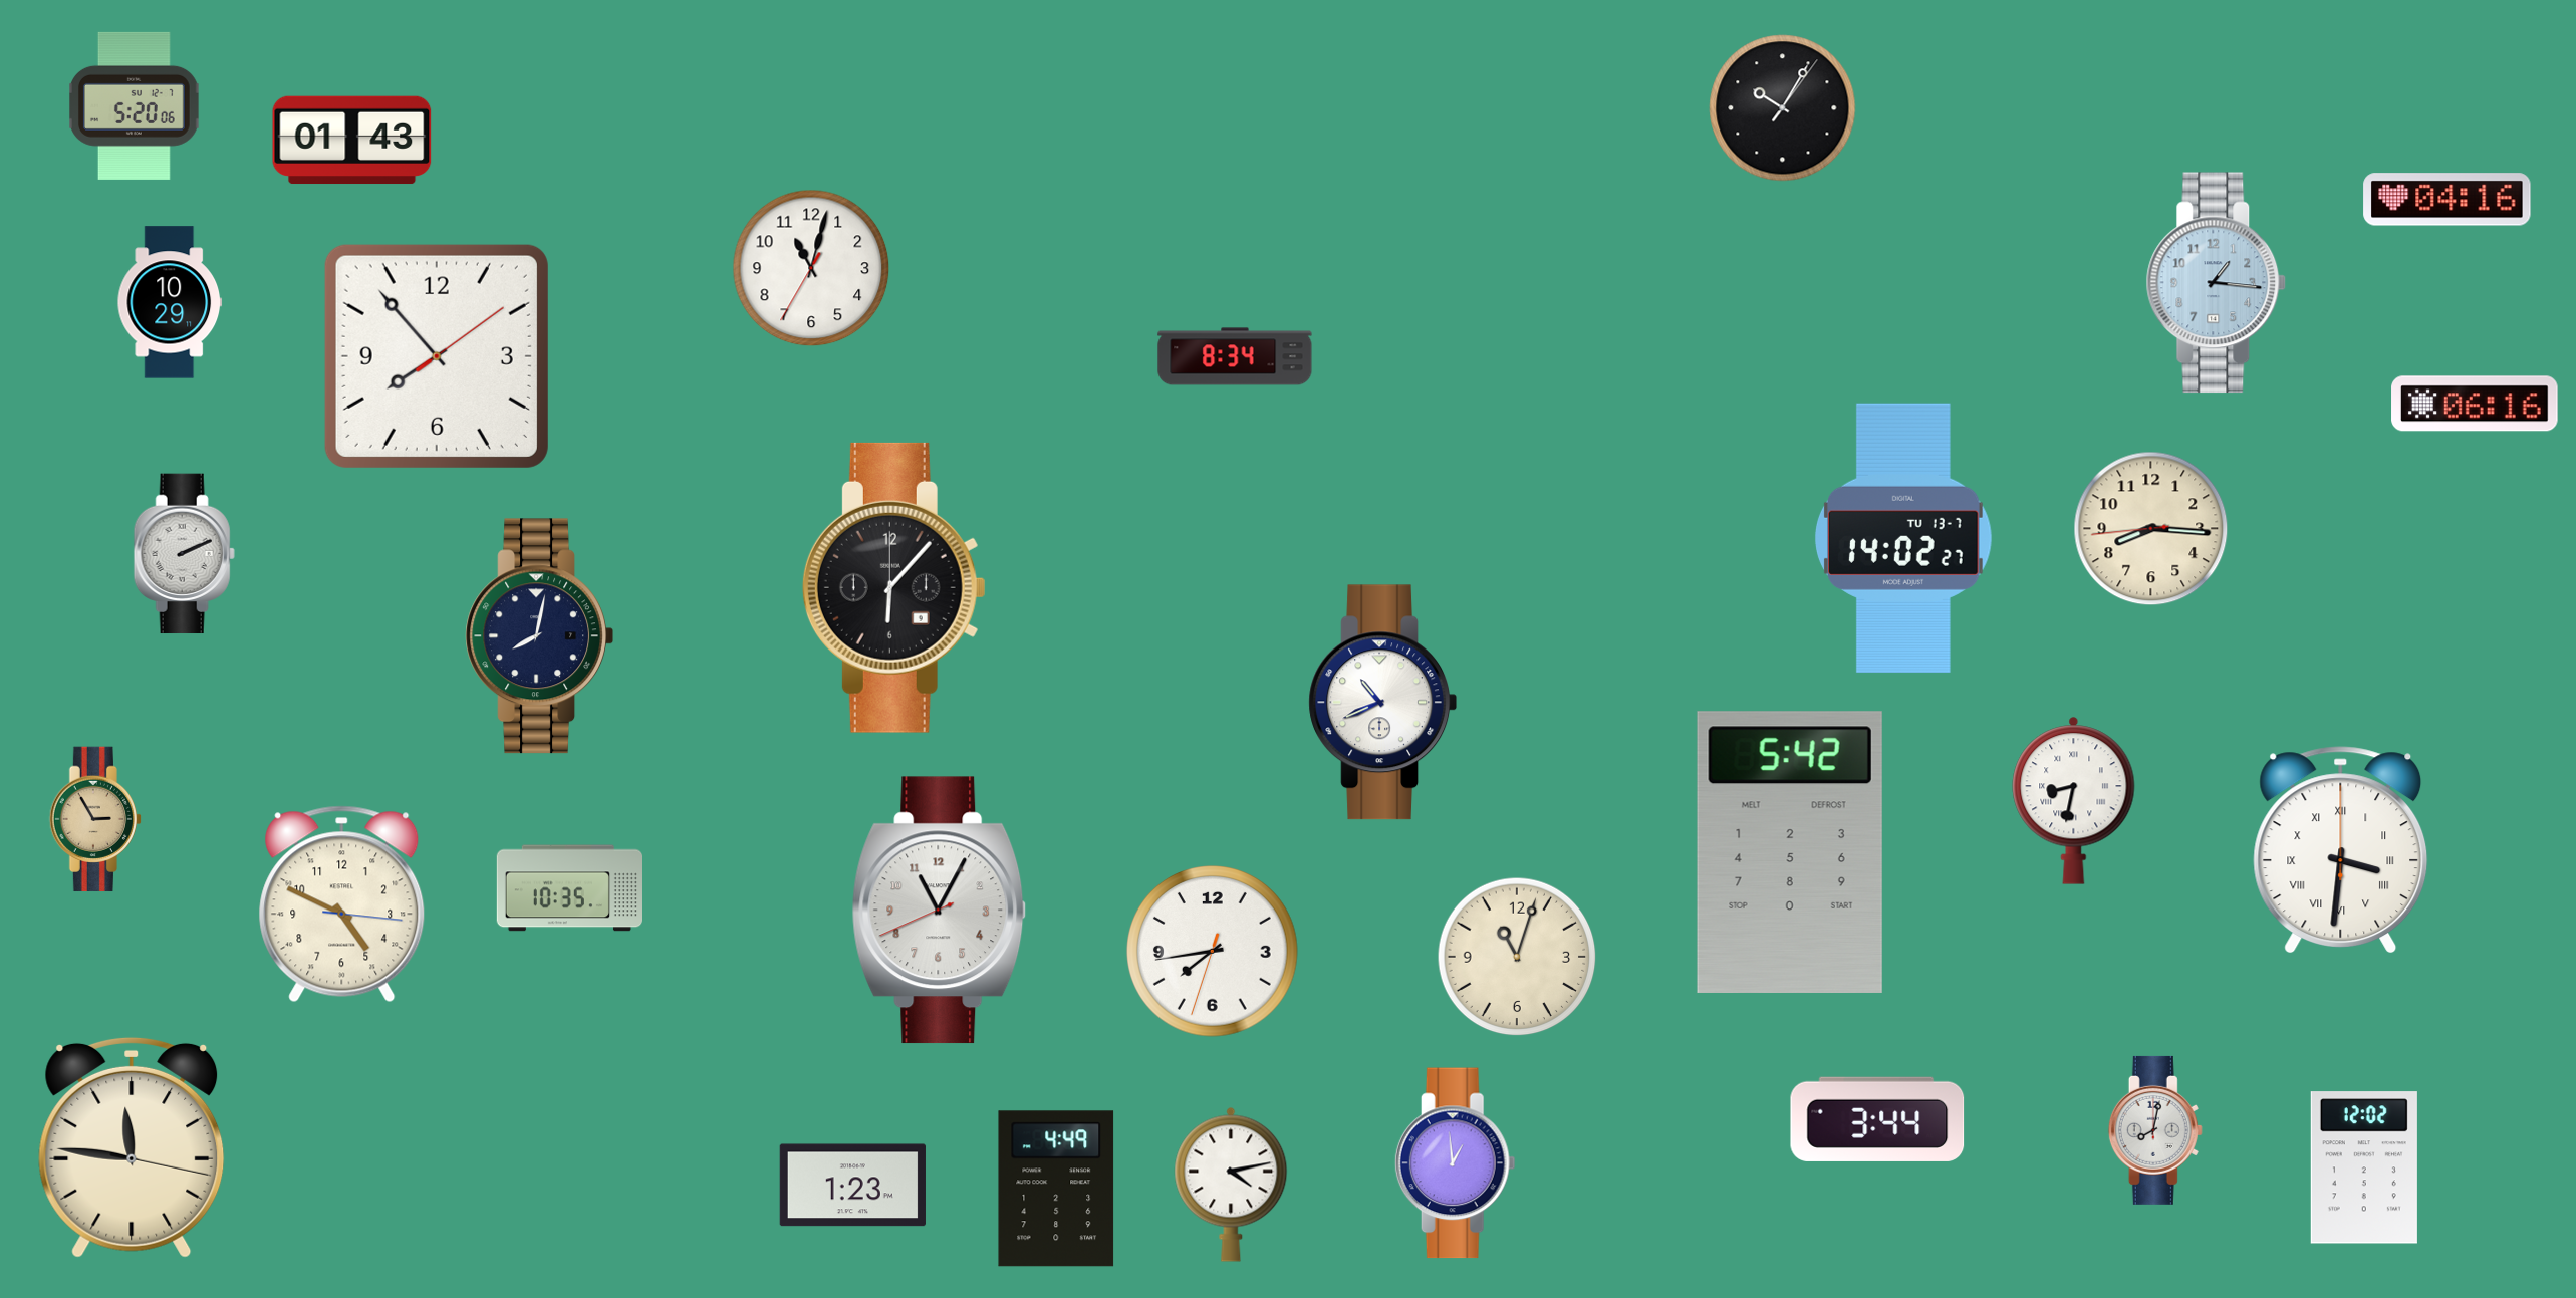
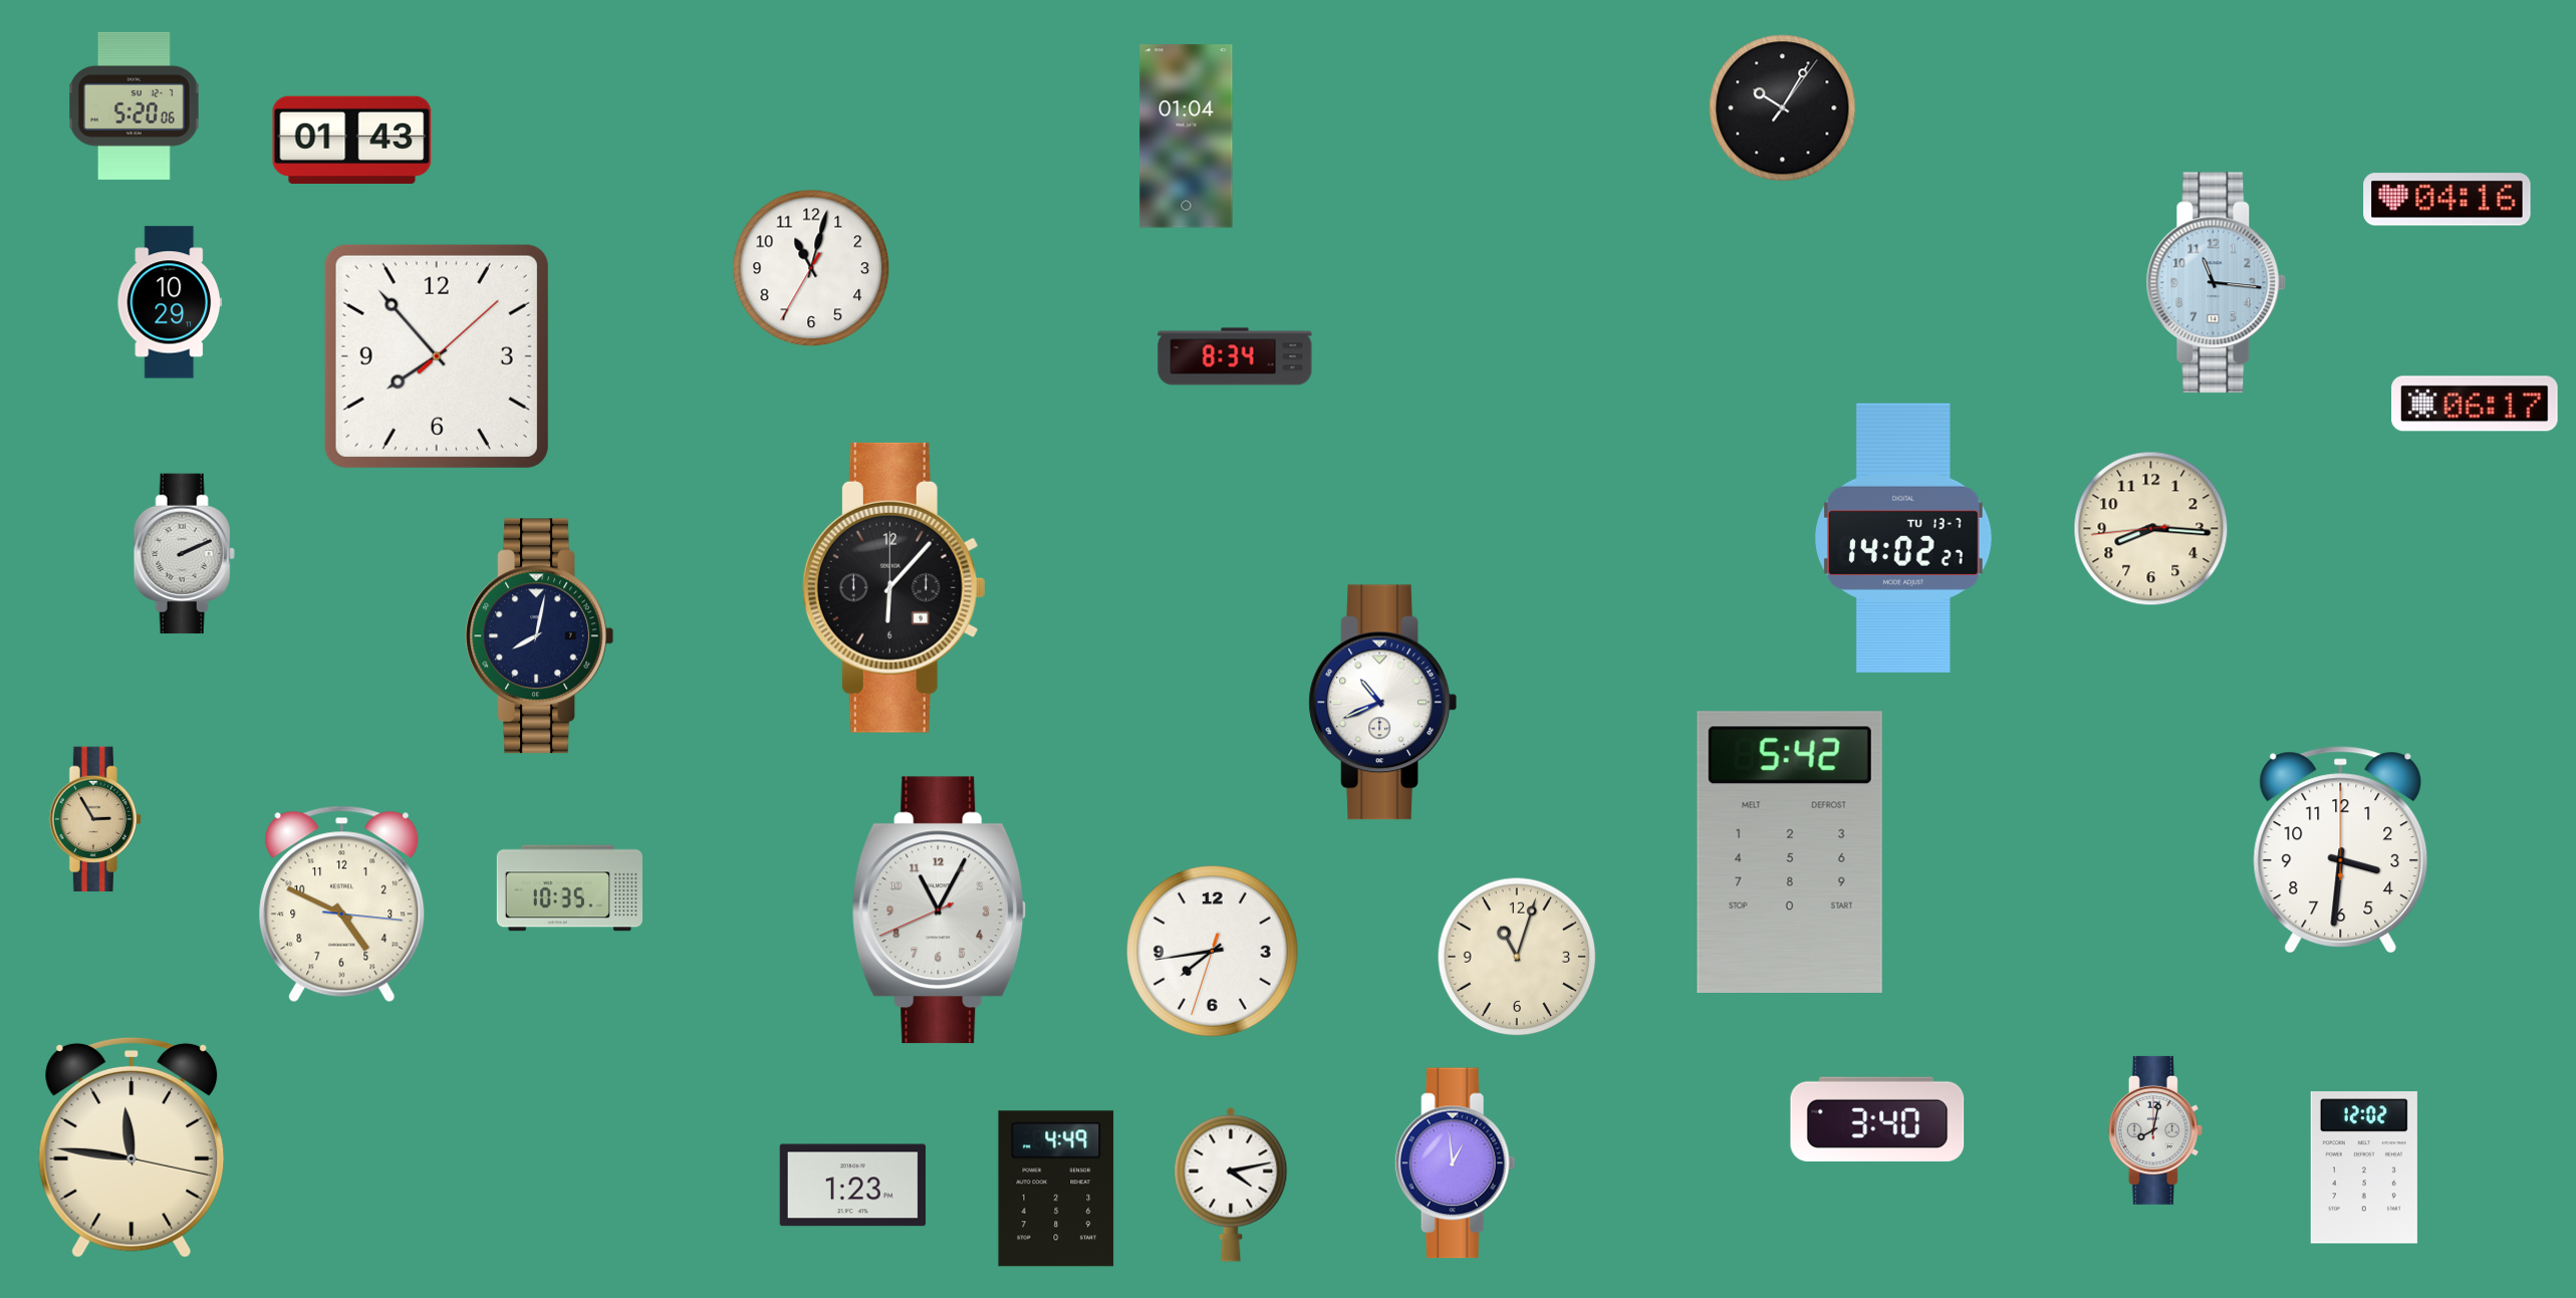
clock at (1187, 137): none -> 01:04
clock at (2217, 283): 1:16 -> 11:16
clock at (437, 356): 7:53:09 -> 7:53:08
clock at (2475, 404): 06:16 -> 06:17
clock at (2074, 800): 8:32 -> none
clock at (2341, 849) numerals: Roman -> Arabic
clock at (1877, 1119): 3:44 -> 3:40
